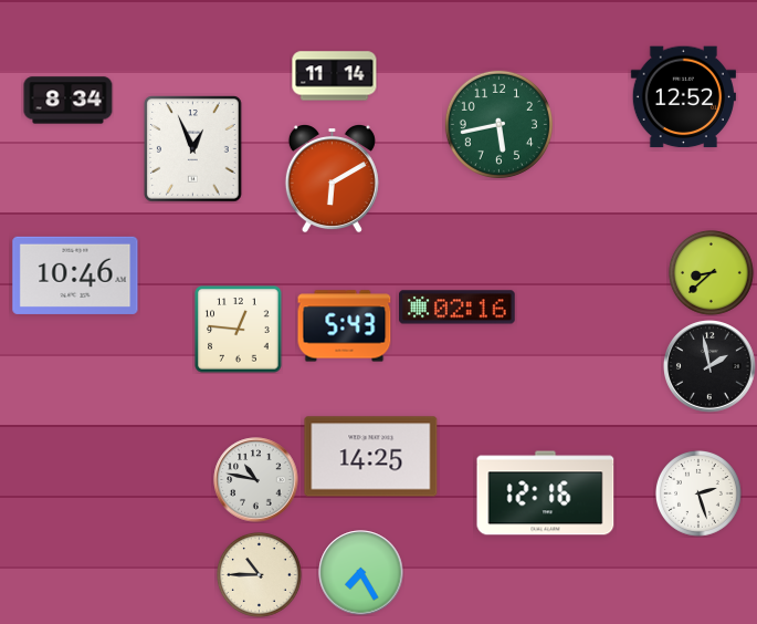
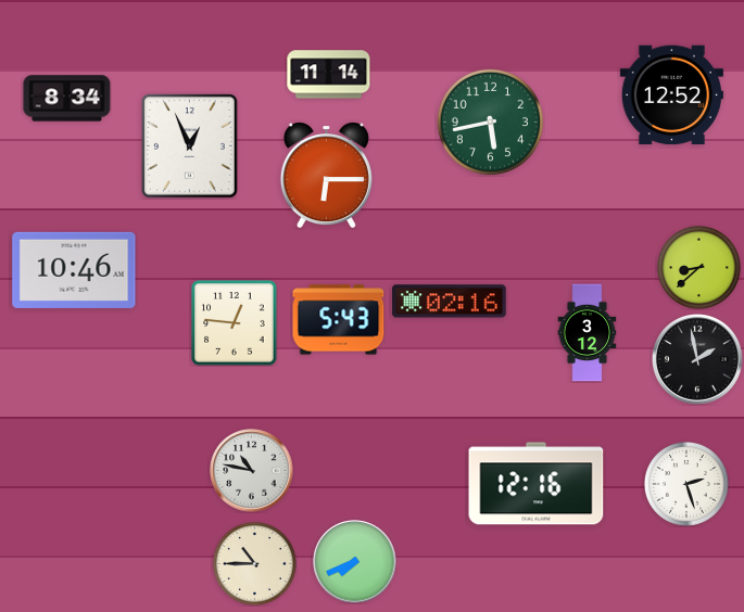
clock at (332, 179): 6:10 -> 6:15
clock at (588, 333): none -> 3:12
clock at (371, 457): 14:25 -> none
clock at (361, 573): 7:25 -> 7:41
